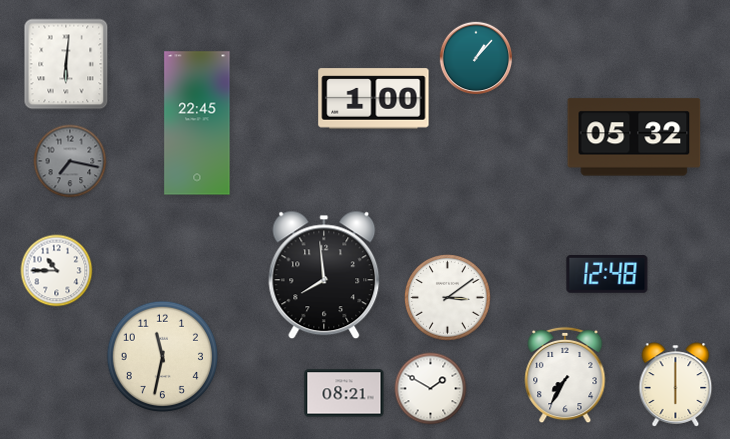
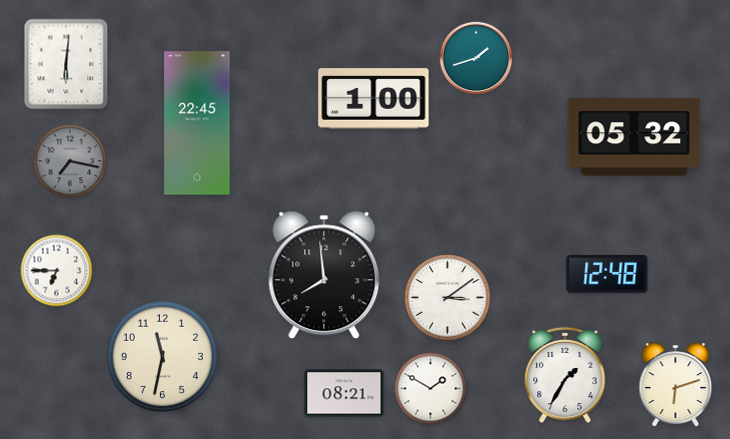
clock at (476, 58): 1:07 -> 1:42
clock at (57, 271): 10:45 -> 6:45
clock at (565, 375): 7:35 -> 1:35
clock at (676, 385): 6:00 -> 6:12
